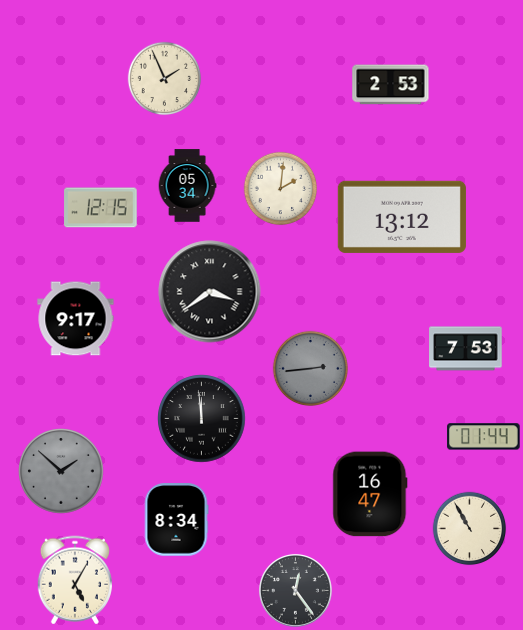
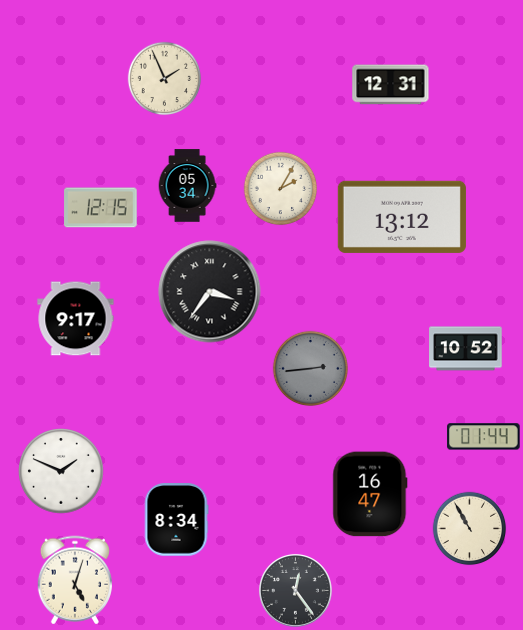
clock at (391, 85): 2:53 -> 12:31
clock at (281, 189): 2:01 -> 2:05
clock at (210, 292): 3:39 -> 3:36
clock at (466, 349): 7:53 -> 10:52
clock at (202, 419): 11:59 -> none
clock at (61, 471): 1:52 -> 1:49
clock at (61, 471) dial: grey -> white
clock at (75, 580): 5:05 -> 5:03
